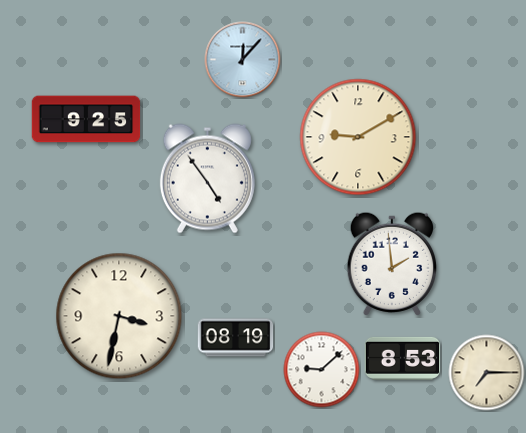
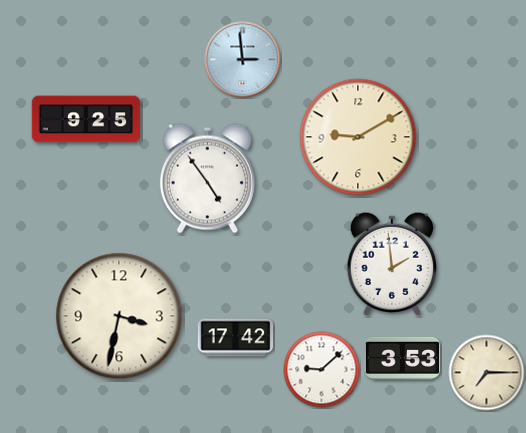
clock at (243, 60): 12:07 -> 2:59
clock at (236, 338): 08:19 -> 17:42
clock at (403, 358): 8:53 -> 3:53
